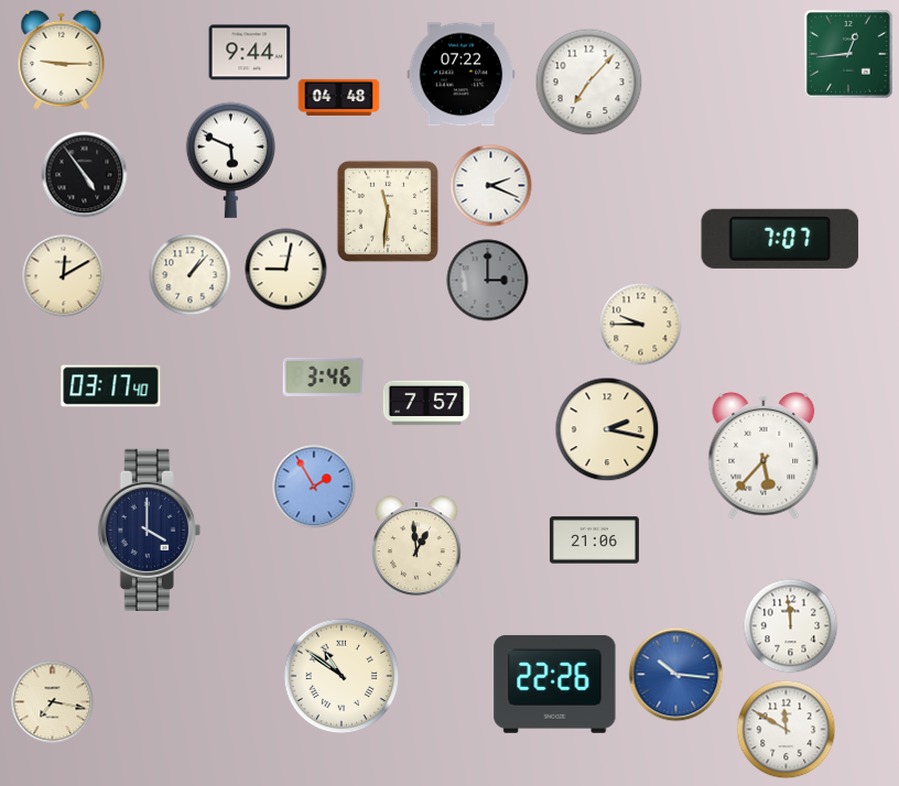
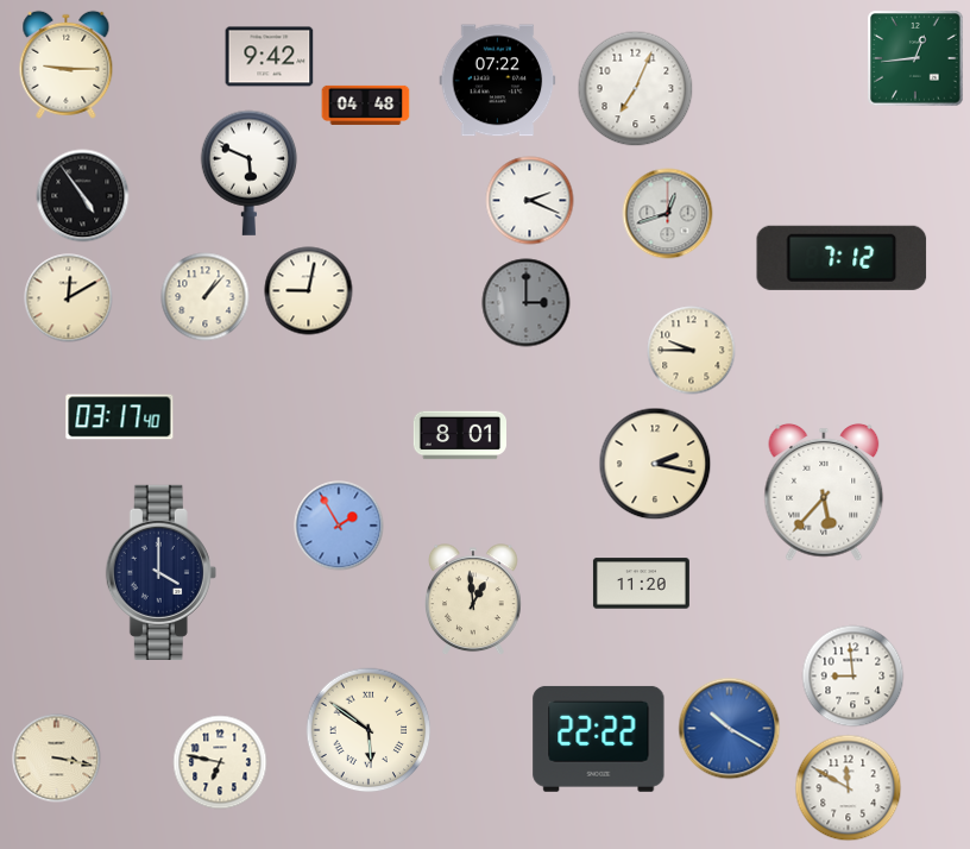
clock at (250, 53): 9:44 -> 9:42
clock at (589, 83): 7:07 -> 7:04
clock at (85, 175) position: (85, 175) -> (83, 196)
clock at (668, 214): none -> 12:42
clock at (388, 211): 11:31 -> none
clock at (780, 239): 7:07 -> 7:12
clock at (324, 376): 3:46 -> none
clock at (425, 403): 7:57 -> 8:01
clock at (594, 541): 21:06 -> 11:20
clock at (418, 548) position: (418, 548) -> (474, 600)
clock at (791, 626): 11:59 -> 8:59
clock at (676, 675): 10:16 -> 10:20
clock at (342, 676): 10:51 -> 5:51
clock at (555, 684): 22:26 -> 22:22
clock at (53, 702): 7:17 -> 3:17
clock at (220, 762): none -> 6:47
